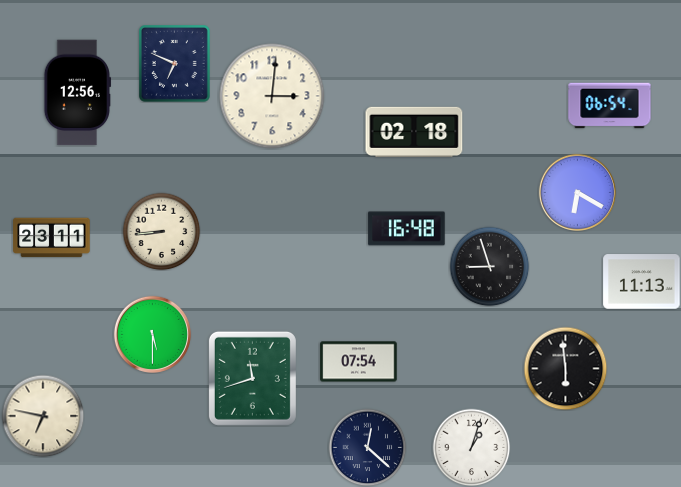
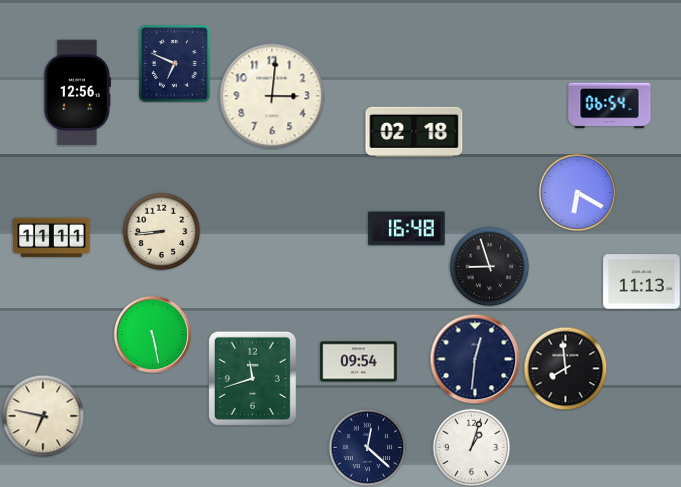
clock at (52, 238): 23:11 -> 11:11
clock at (152, 334): 5:30 -> 5:28
clock at (475, 359): none -> 12:31
clock at (359, 362): 07:54 -> 09:54
clock at (565, 368): 5:59 -> 7:59
